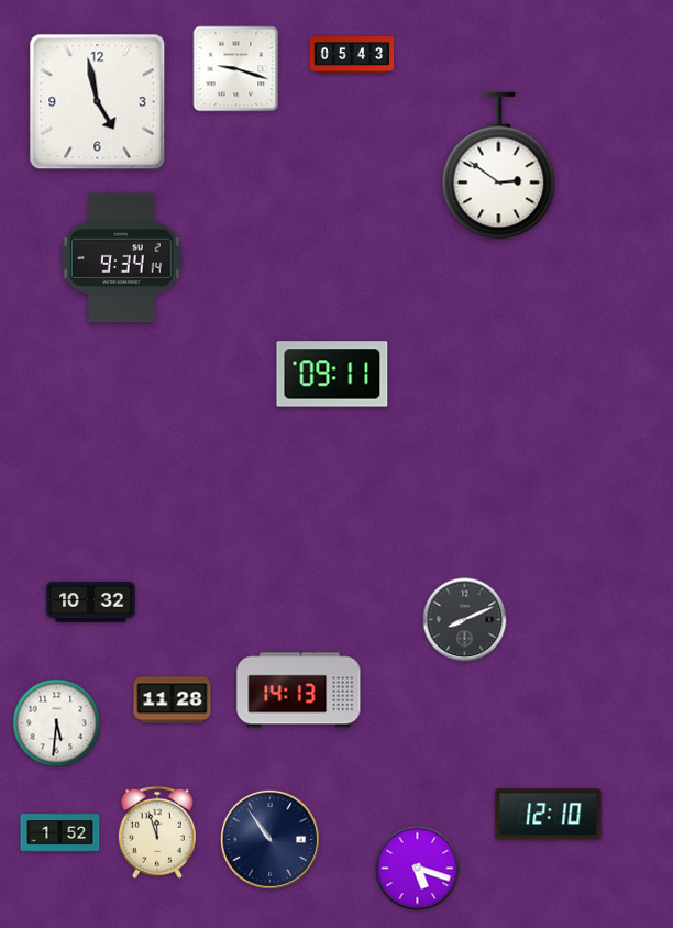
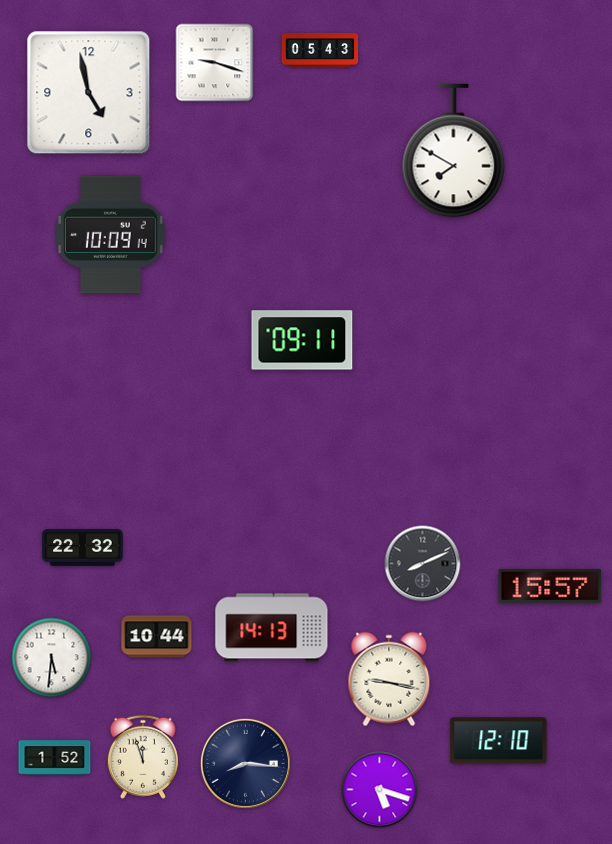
clock at (499, 166): 2:51 -> 7:50
clock at (122, 258): 9:34 -> 10:09
clock at (91, 601): 10:32 -> 22:32
clock at (550, 586): none -> 15:57
clock at (173, 700): 11:28 -> 10:44
clock at (389, 679): none -> 9:17
clock at (269, 839): 10:54 -> 8:16
